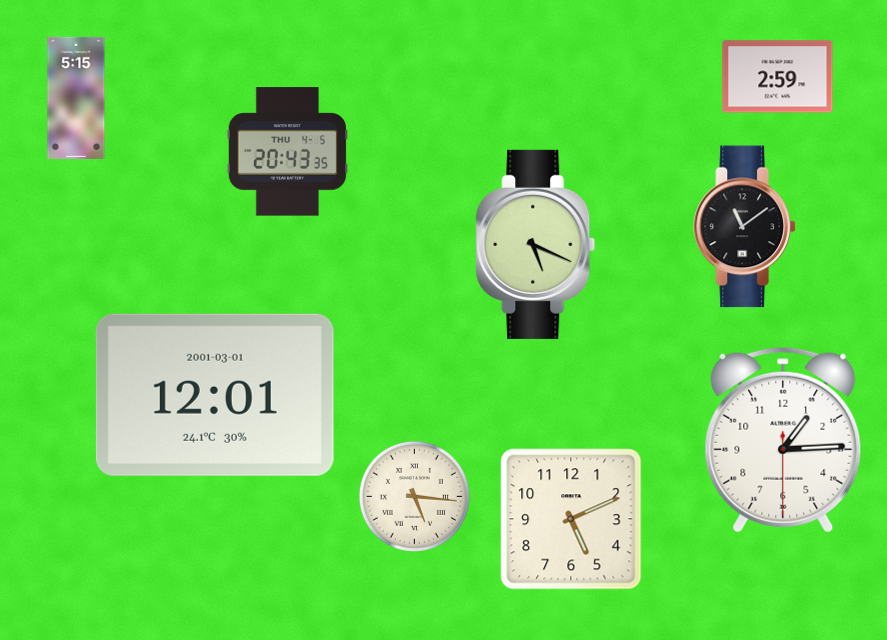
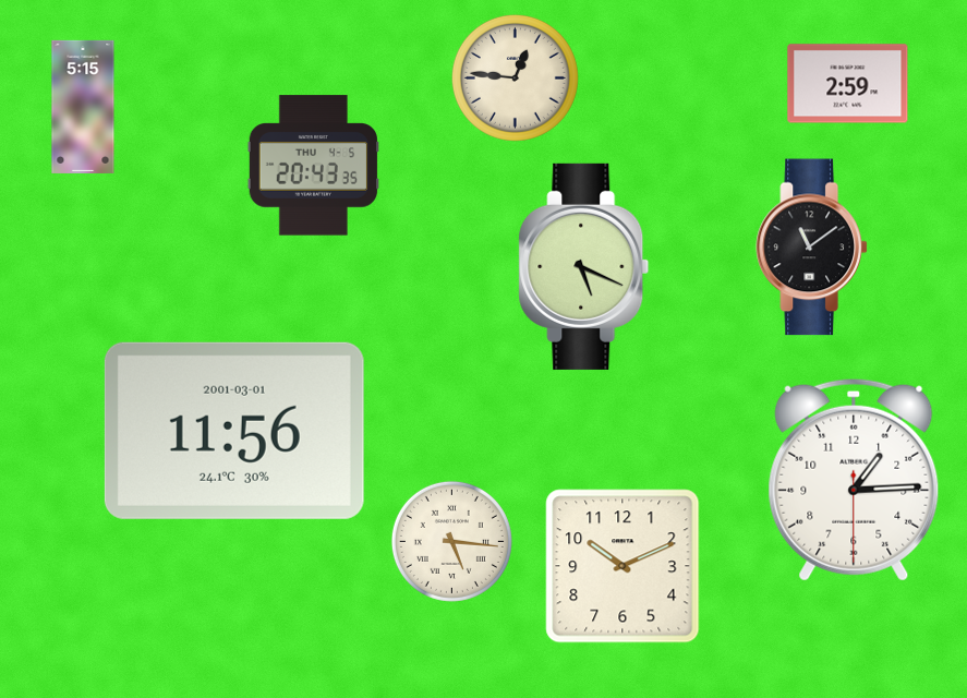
clock at (515, 77): none -> 12:46
clock at (215, 395): 12:01 -> 11:56
clock at (571, 519): 5:11 -> 10:11
